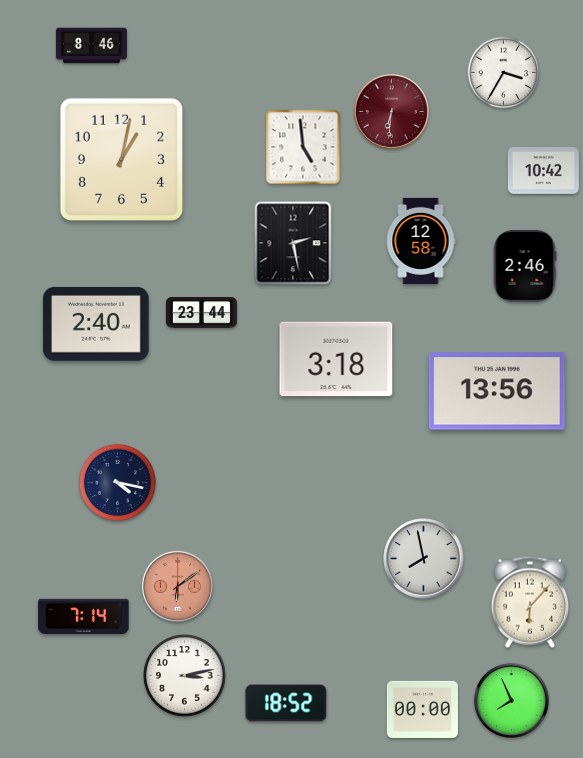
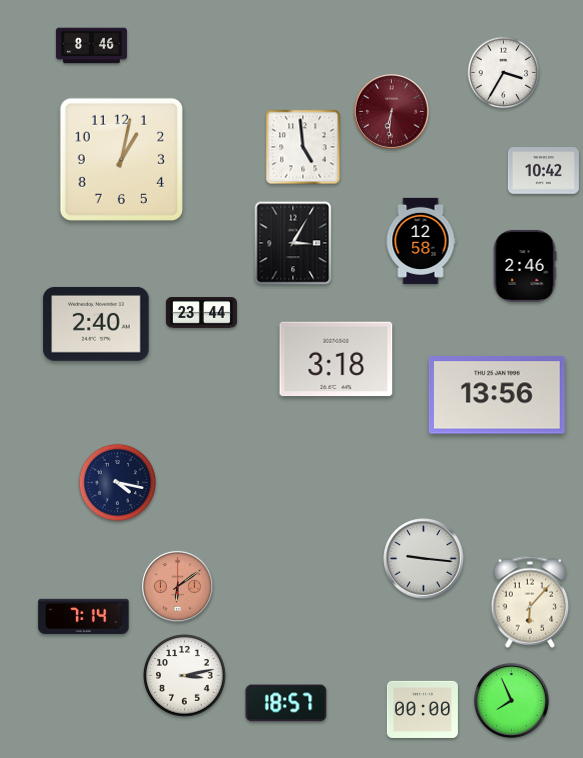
clock at (293, 243): 2:28 -> 3:05
clock at (497, 391) position: (497, 391) -> (497, 395)
clock at (424, 559): 7:58 -> 9:16
clock at (286, 703): 18:52 -> 18:57
